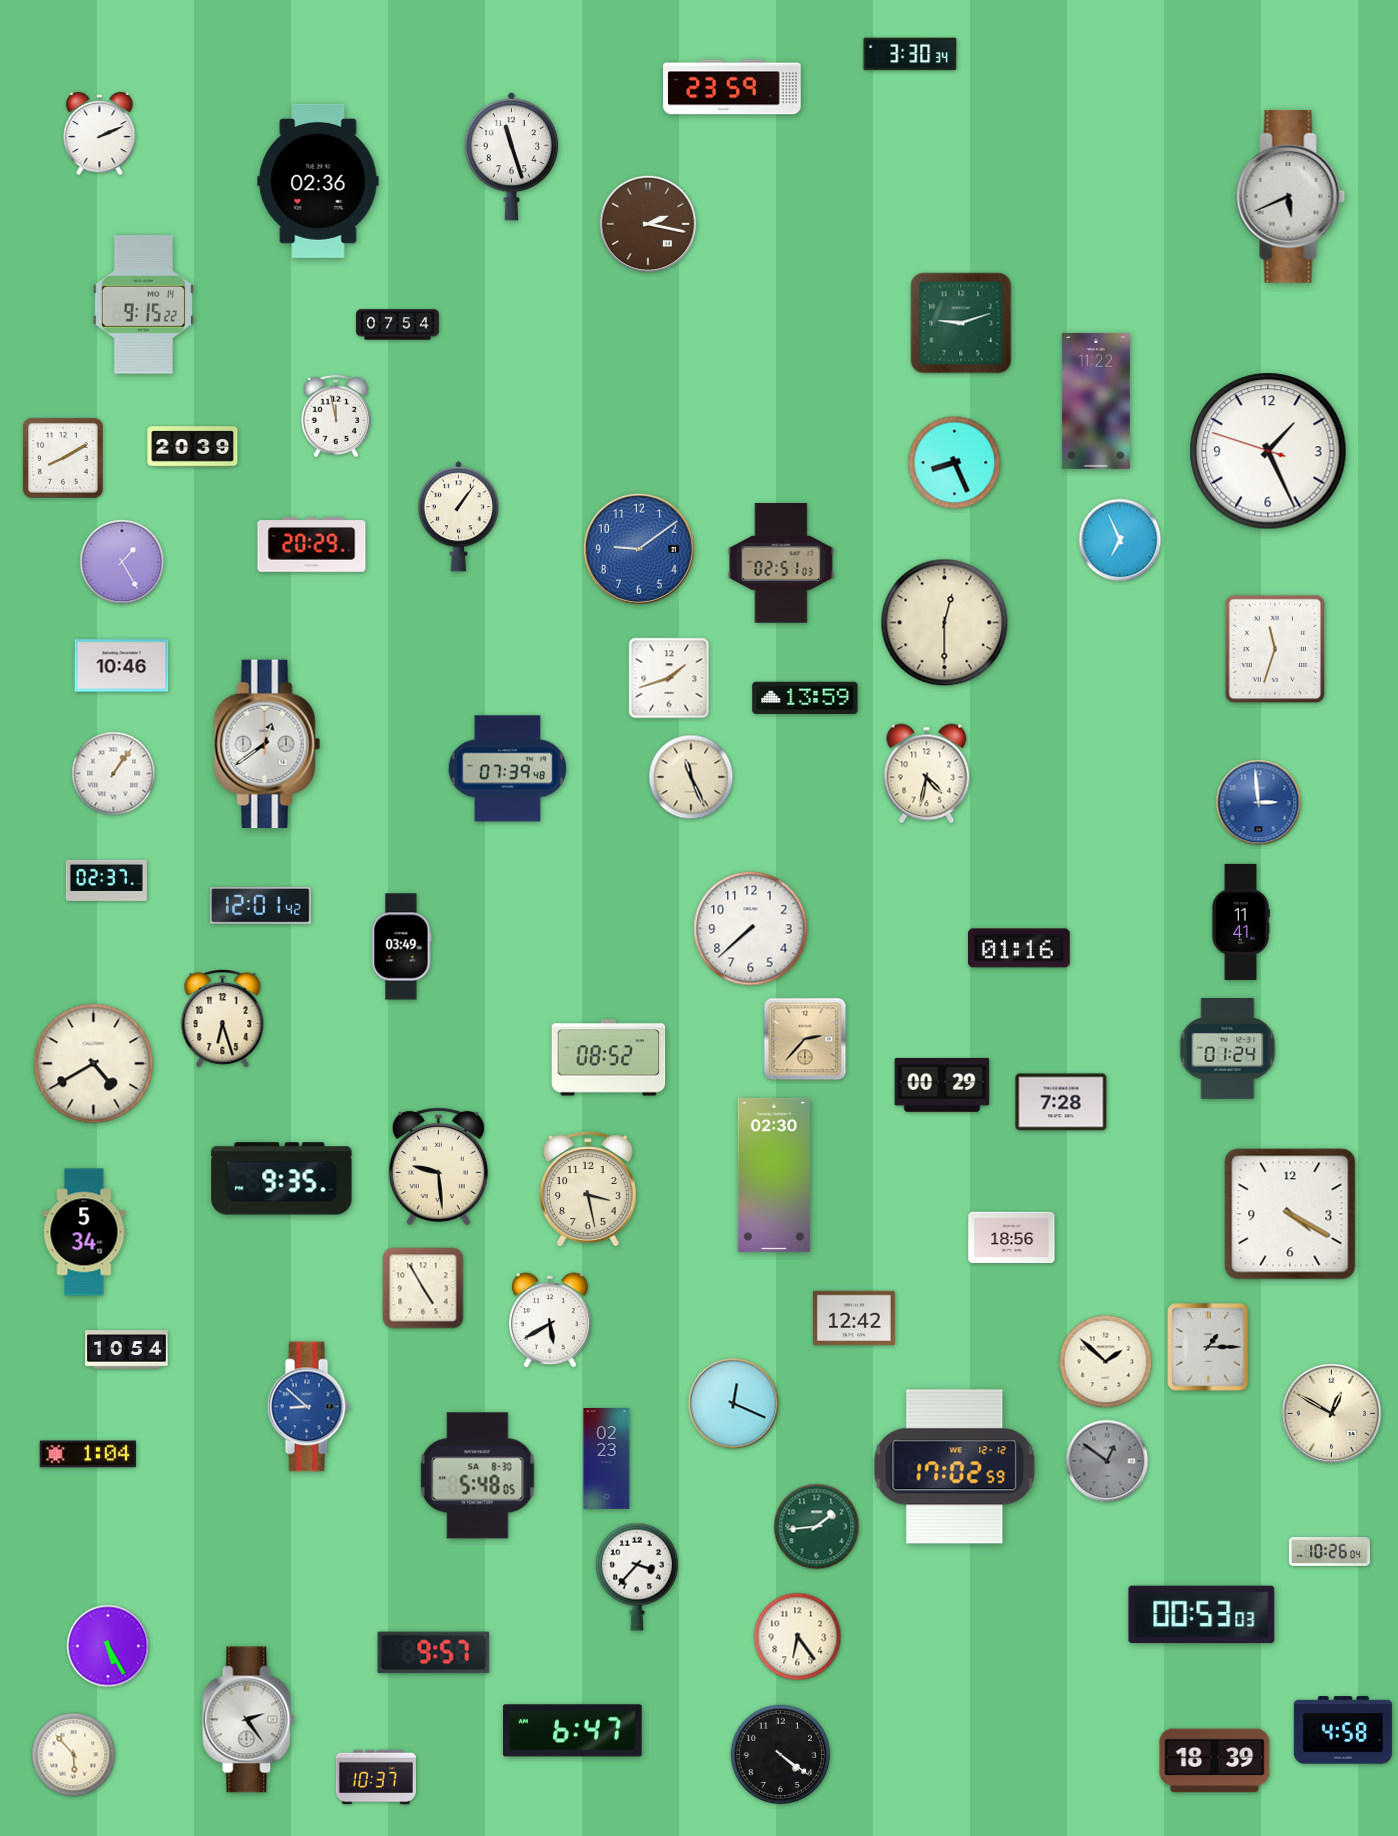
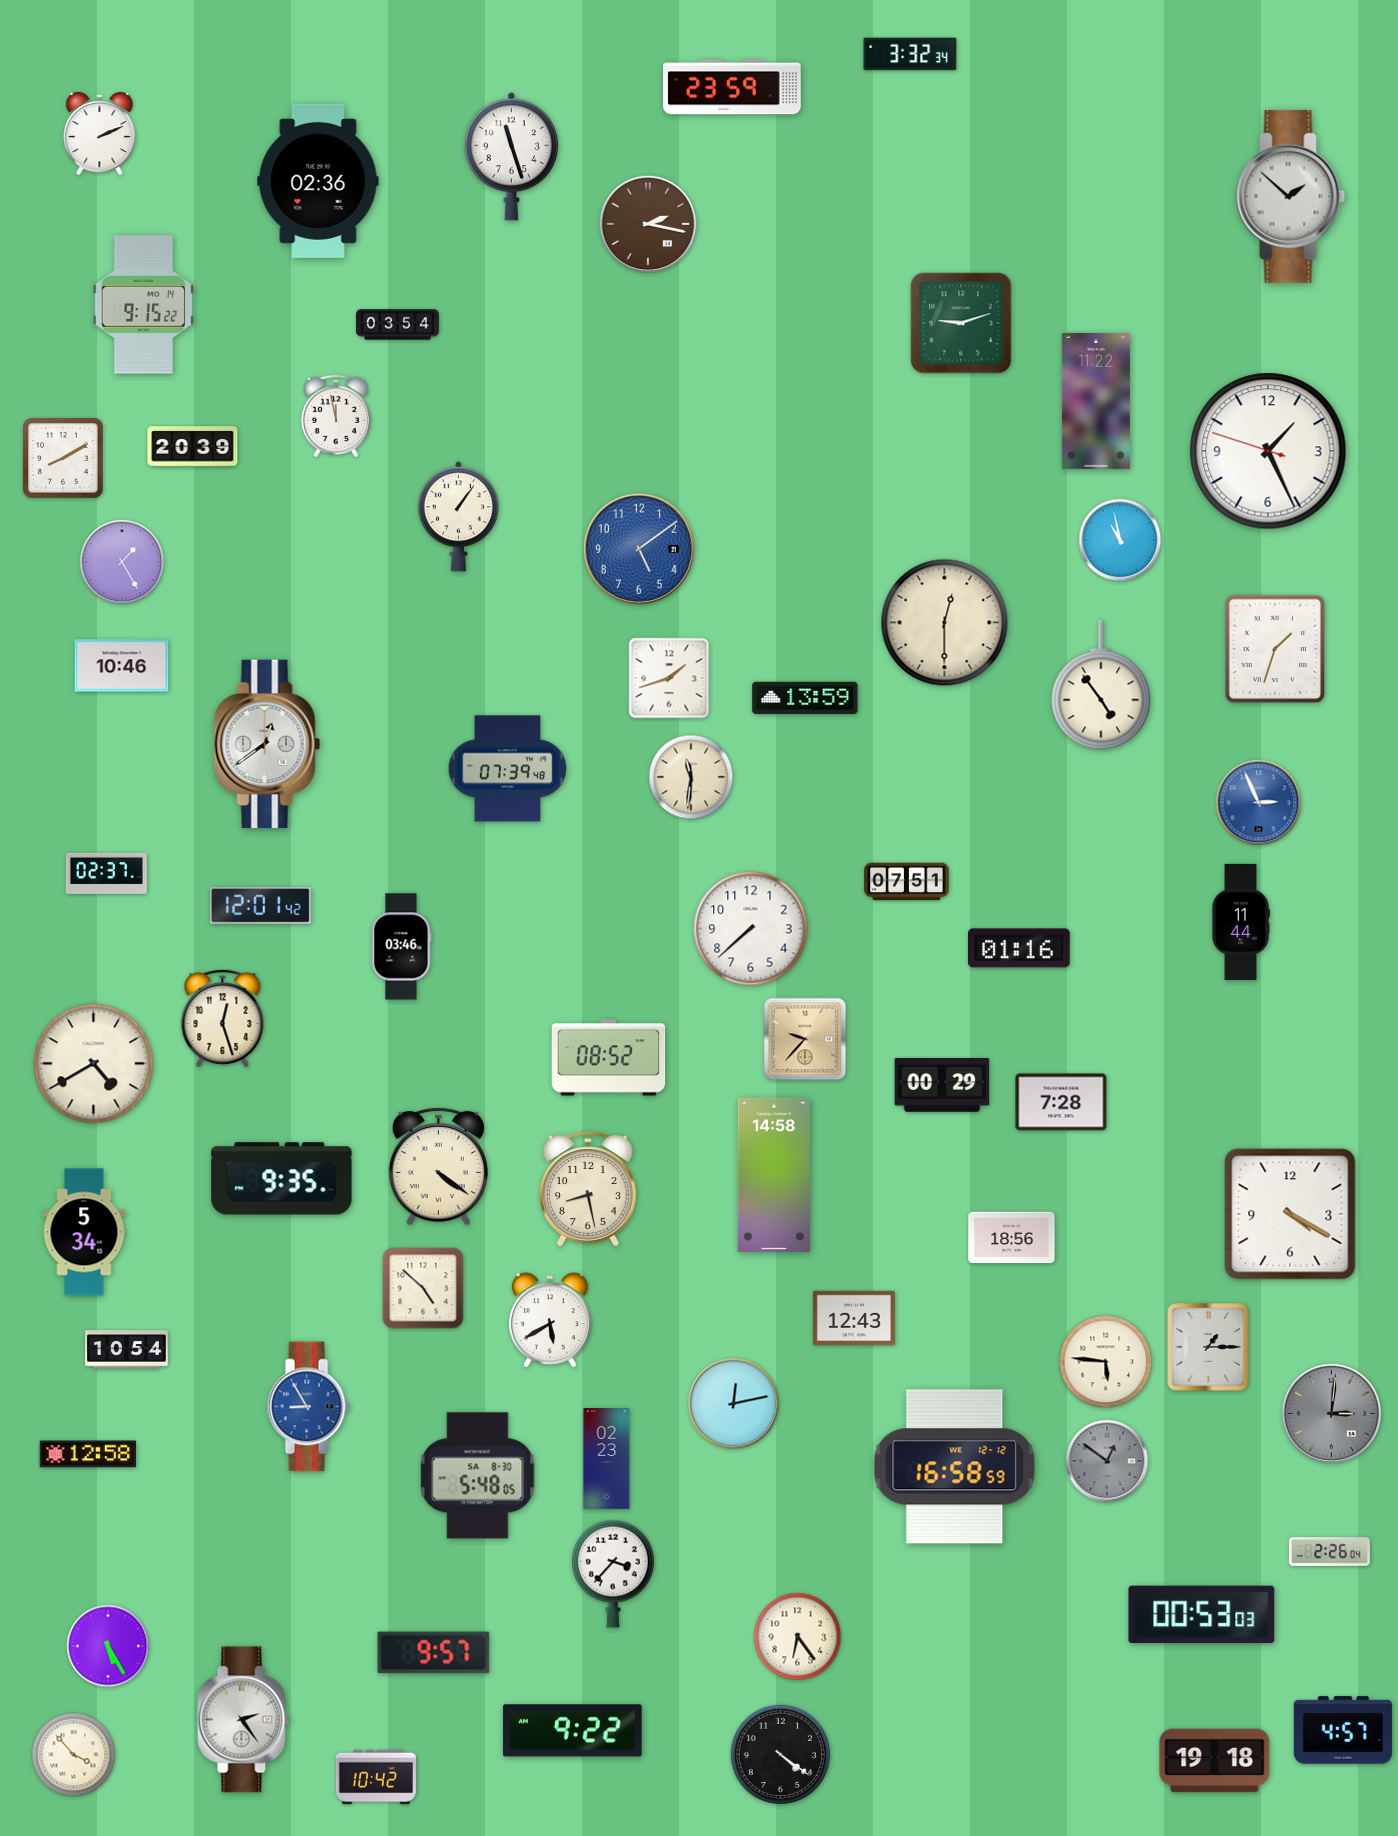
clock at (910, 54): 3:30 -> 3:32
clock at (1291, 196): 5:41 -> 1:52
clock at (398, 325): 07:54 -> 03:54
clock at (955, 463): 8:26 -> none
clock at (1120, 540): 6:56 -> 10:58
clock at (312, 545): 20:29 -> none
clock at (639, 549): 9:09 -> 5:09
clock at (781, 563): 02:51 -> none
clock at (1275, 649): 11:33 -> 1:33
clock at (1101, 685): none -> 4:54
clock at (114, 774): 1:06 -> none
clock at (927, 774): 4:32 -> none
clock at (691, 777): 11:26 -> 11:31
clock at (1259, 803): 2:59 -> 2:56
clock at (106, 880) position: (106, 880) -> (106, 873)
clock at (907, 882): none -> 07:51
clock at (1241, 922): 11:41 -> 11:44
clock at (401, 947): 03:49 -> 03:46
clock at (223, 1019): 6:27 -> 12:27
clock at (805, 1039): 2:37 -> 9:37
clock at (1228, 1049): 01:24 -> none
clock at (438, 1166): 9:29 -> 4:21
clock at (773, 1175): 02:30 -> 14:58
clock at (589, 1189): 3:28 -> 8:28
clock at (423, 1288): 4:55 -> 4:52
clock at (854, 1318): 12:42 -> 12:43
clock at (1106, 1362): 1:52 -> 5:46
clock at (734, 1404): 12:19 -> 12:13
clock at (308, 1407): 8:52 -> 8:55
clock at (1332, 1414): 12:50 -> 3:01
clock at (1332, 1414) dial: cream -> grey
clock at (88, 1454): 1:04 -> 12:58
clock at (955, 1467): 17:02 -> 16:58
clock at (817, 1527): 1:44 -> none
clock at (1329, 1552): 10:26 -> 2:26
clock at (637, 1577) position: (637, 1577) -> (613, 1574)
clock at (249, 1720) position: (249, 1720) -> (244, 1720)
clock at (1343, 1730): 4:58 -> 4:57
clock at (573, 1731): 6:47 -> 9:22
clock at (74, 1755): 5:53 -> 3:53
clock at (1215, 1761): 18:39 -> 19:18
clock at (376, 1777): 10:37 -> 10:42
